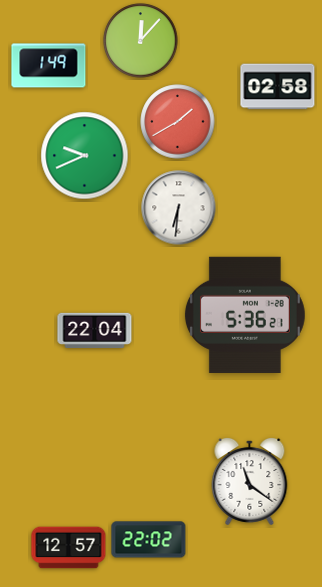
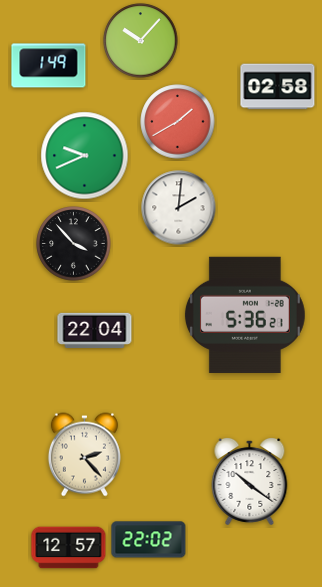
clock at (141, 41): 12:07 -> 10:07
clock at (179, 208): 6:31 -> 2:01
clock at (74, 244): none -> 3:53
clock at (84, 455): none -> 2:23
clock at (250, 481): 11:21 -> 10:21
